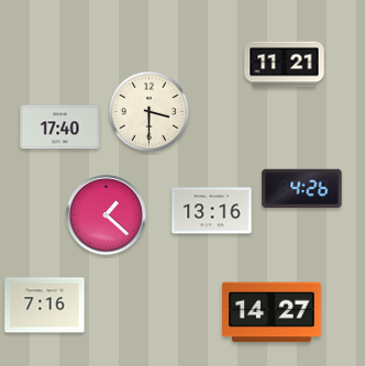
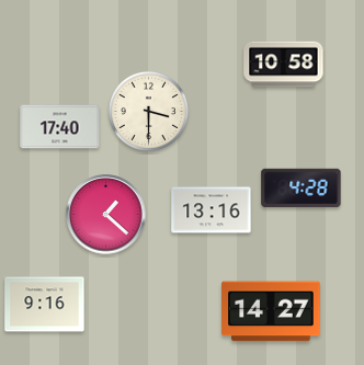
clock at (285, 65): 11:21 -> 10:58
clock at (302, 189): 4:26 -> 4:28
clock at (45, 306): 7:16 -> 9:16
